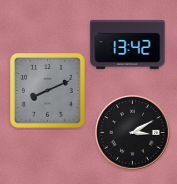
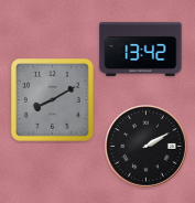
clock at (48, 91): 8:11 -> 8:10
clock at (133, 133): 3:10 -> 2:10
